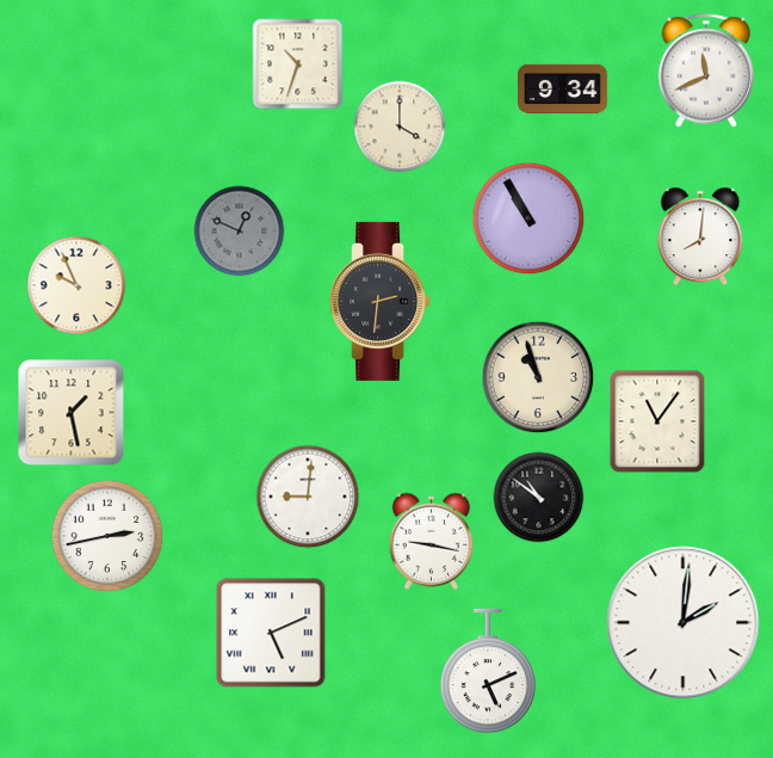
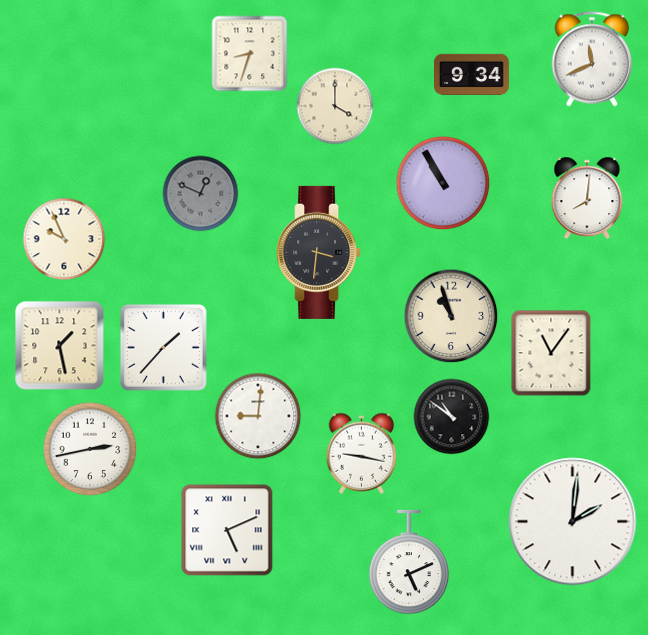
clock at (298, 64): 10:33 -> 8:33
clock at (381, 301): 2:31 -> 3:31
clock at (163, 347): none -> 1:37
